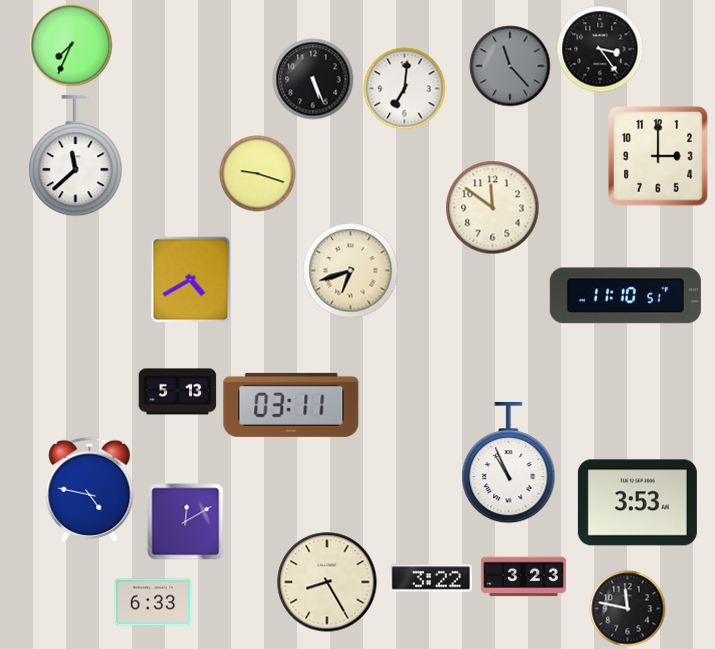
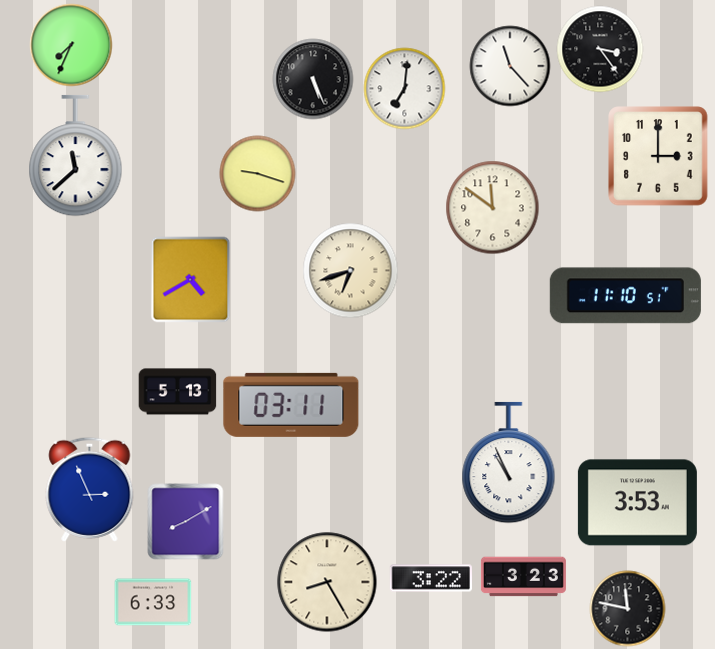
clock at (510, 66) dial: grey -> white
clock at (90, 489): 4:47 -> 2:56
clock at (186, 522): 12:10 -> 8:10
